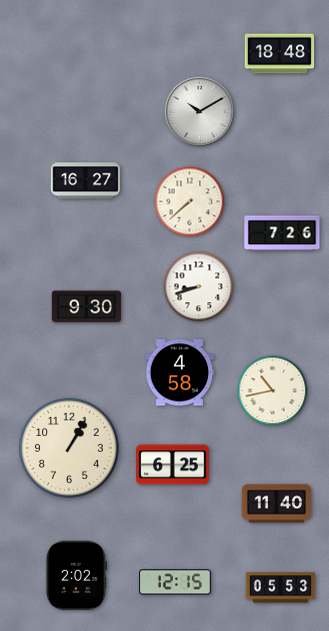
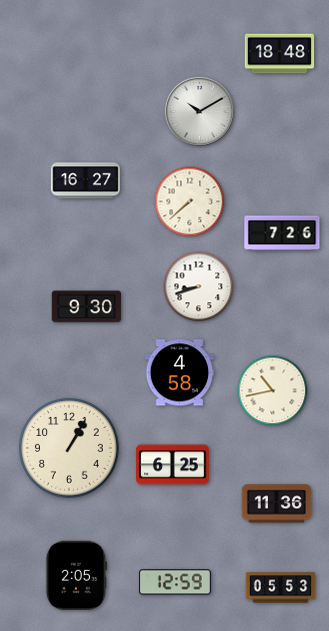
clock at (277, 504): 11:40 -> 11:36
clock at (76, 576): 2:02 -> 2:05
clock at (176, 582): 12:15 -> 12:59
